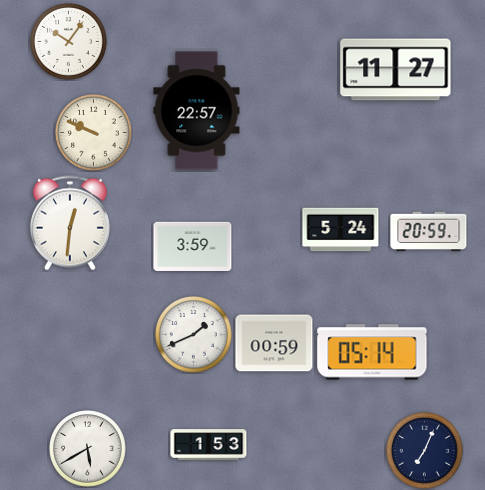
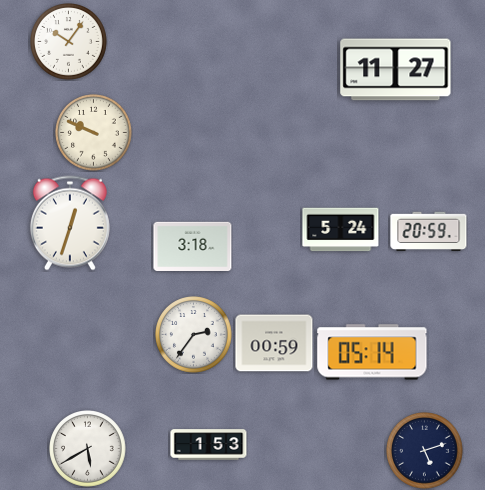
clock at (197, 111): 22:57 -> none
clock at (70, 223): 12:31 -> 12:33
clock at (193, 246): 3:59 -> 3:18
clock at (194, 335): 1:41 -> 2:36
clock at (425, 451): 7:04 -> 5:12
